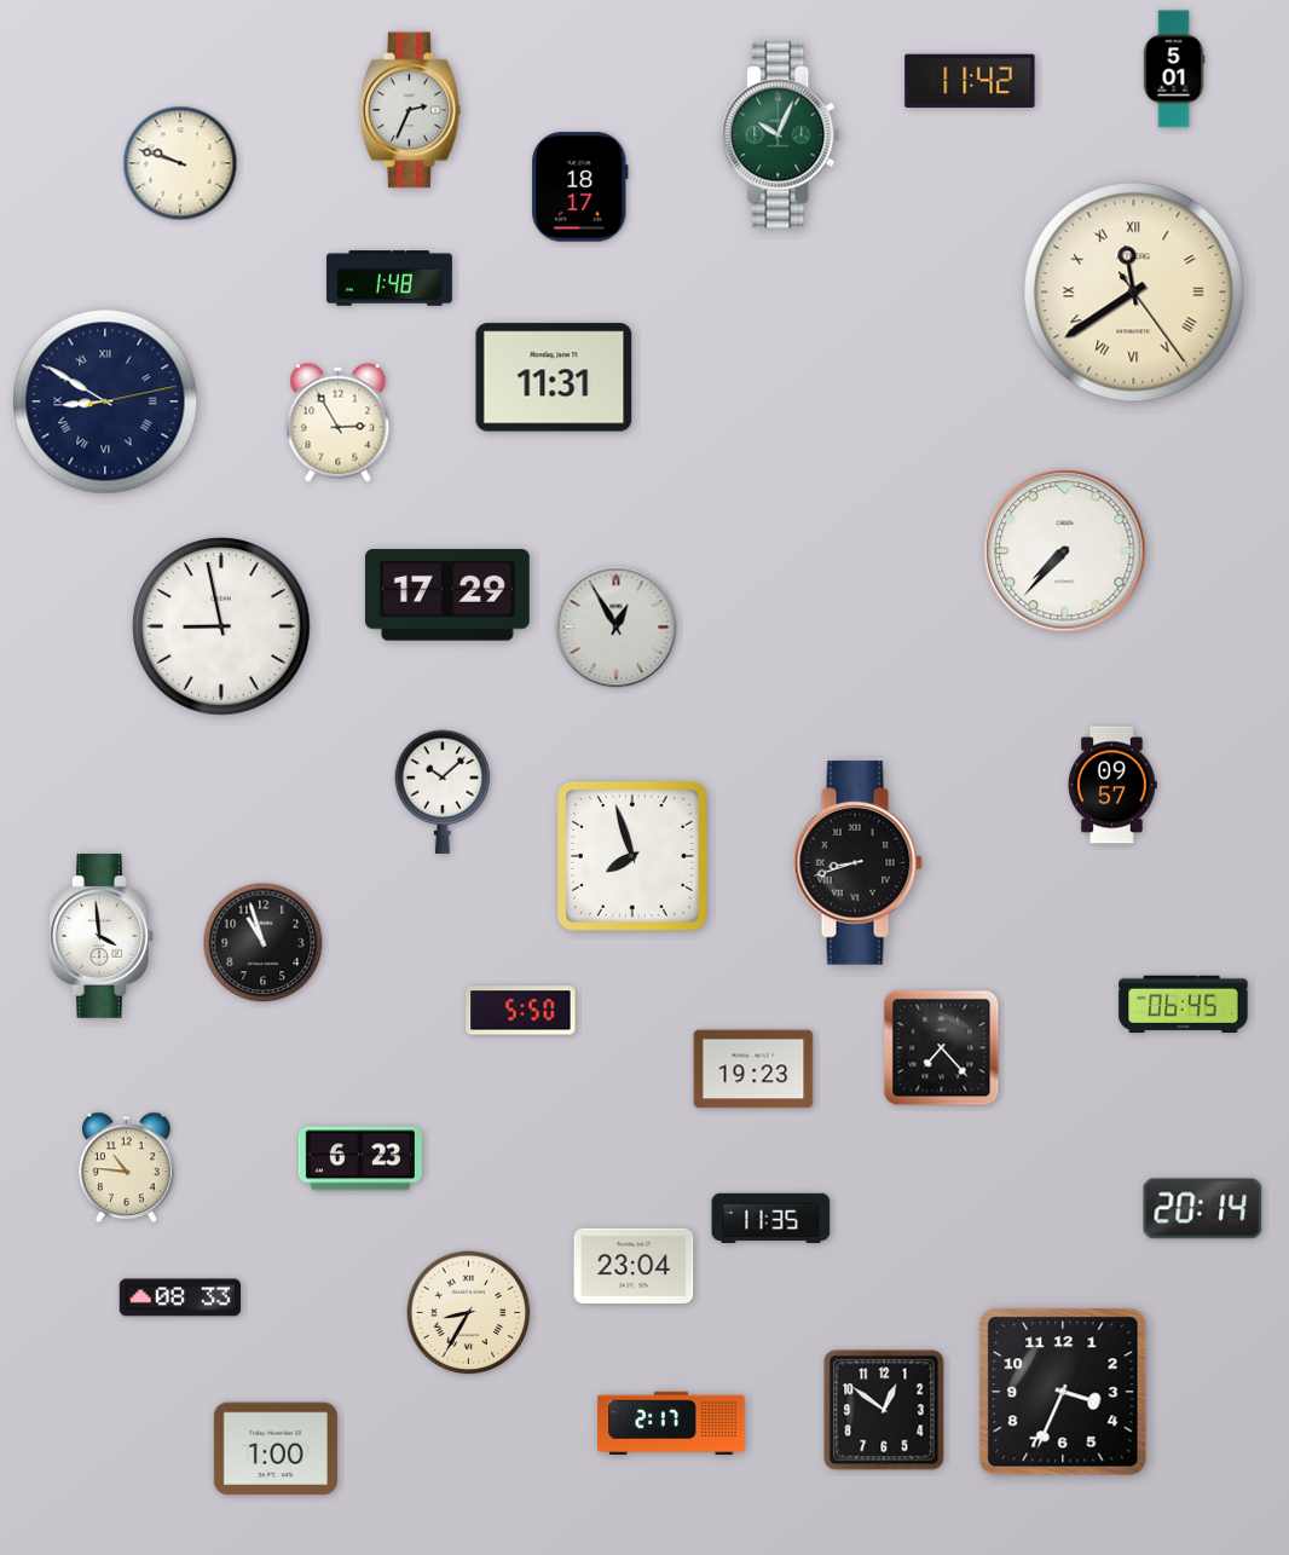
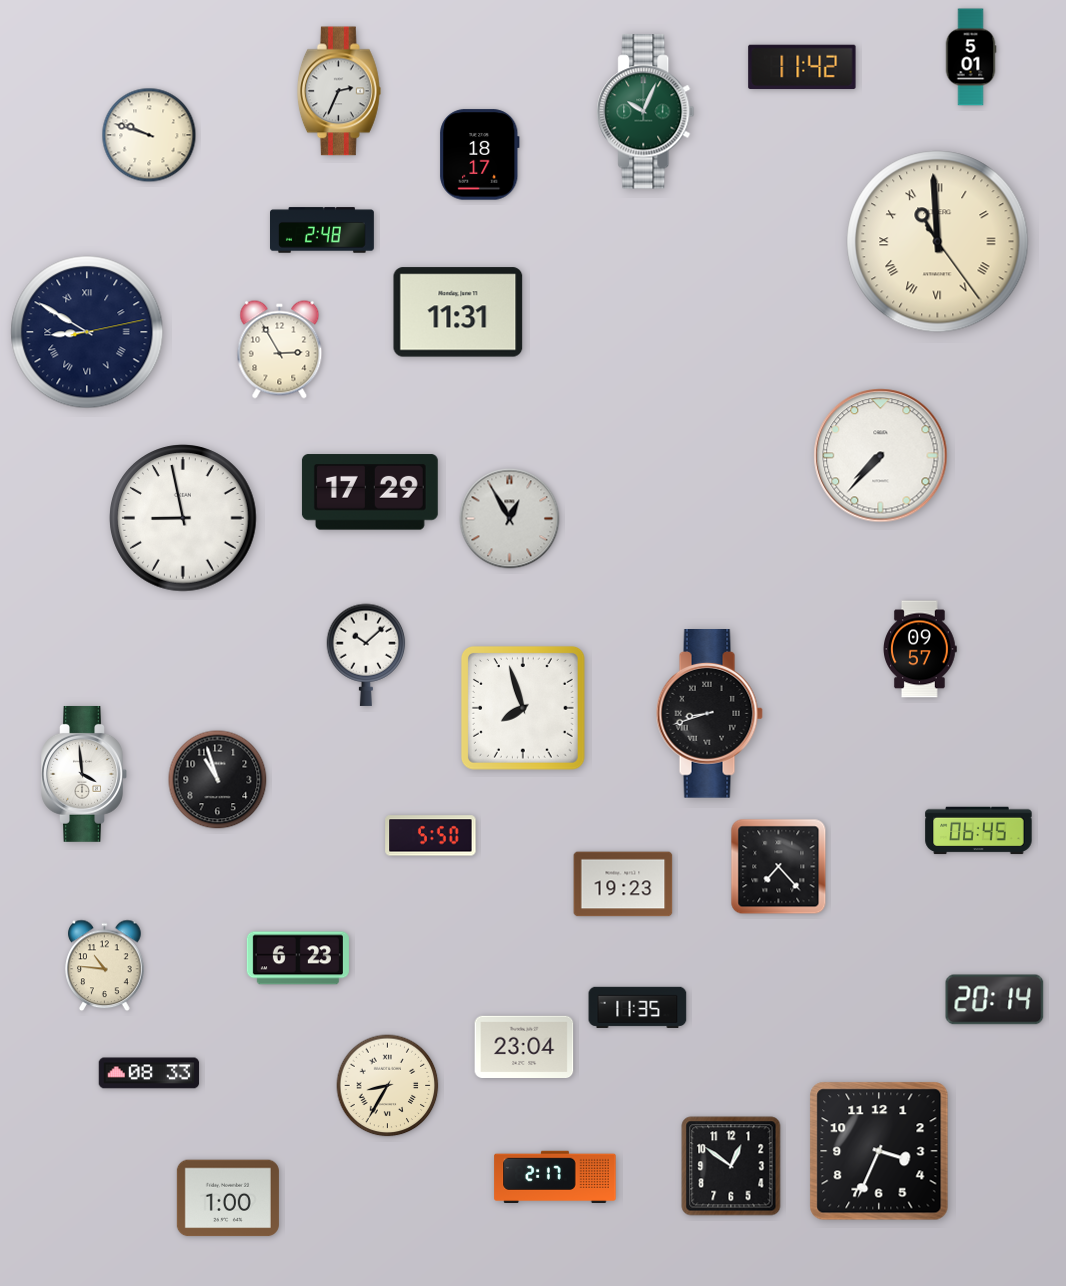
clock at (391, 278): 1:48 -> 2:48
clock at (1134, 293): 11:39 -> 10:59
